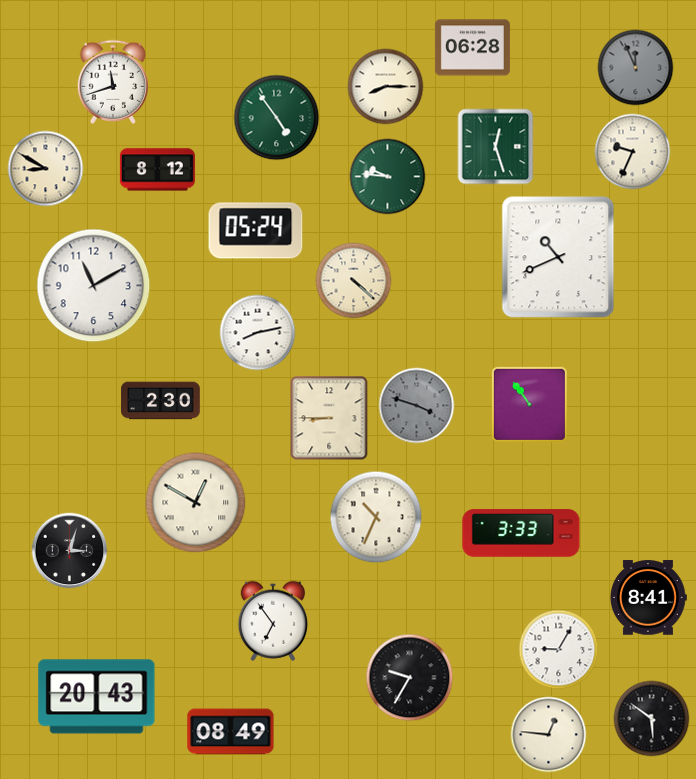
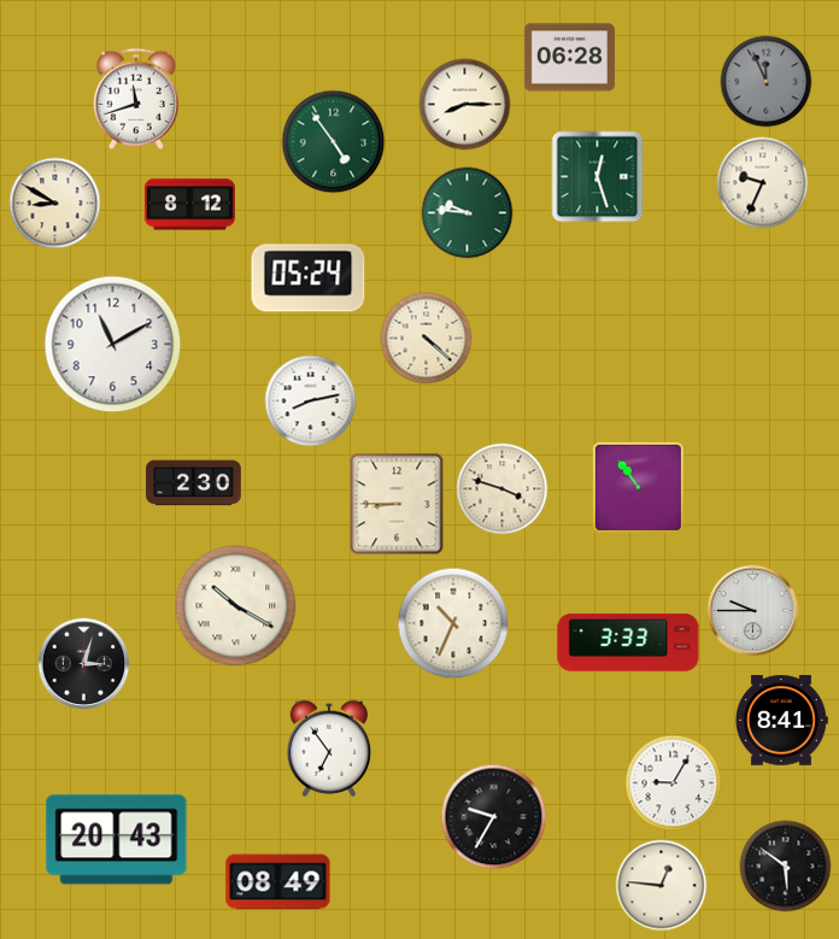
clock at (558, 257): 10:41 -> none
clock at (417, 406) dial: grey -> cream
clock at (196, 503): 12:50 -> 10:20
clock at (753, 611): none -> 9:45
